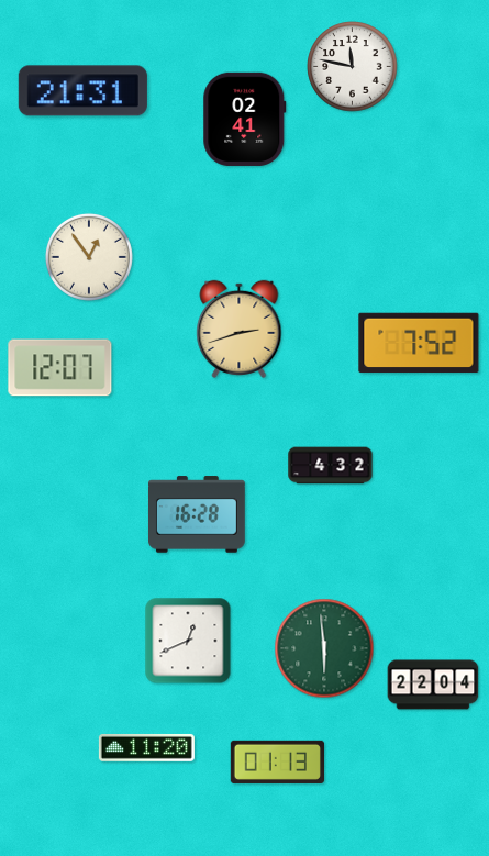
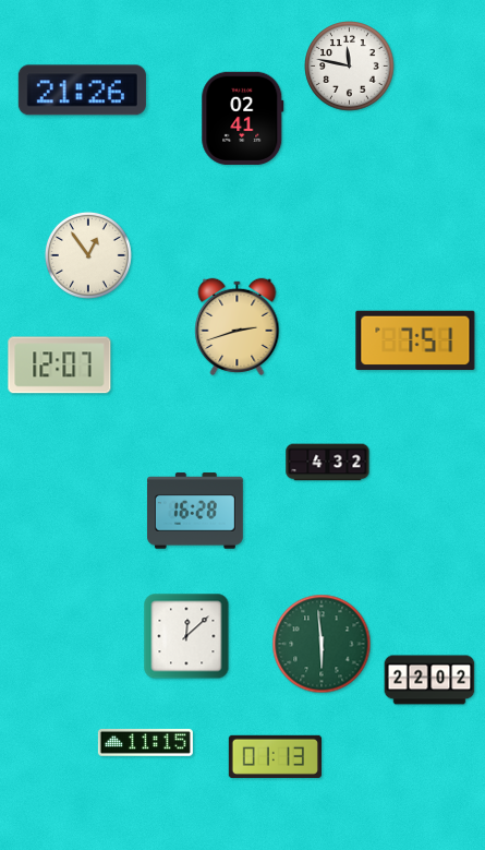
clock at (82, 91): 21:31 -> 21:26
clock at (419, 343): 7:52 -> 7:51
clock at (188, 641): 12:41 -> 12:08
clock at (433, 685): 22:04 -> 22:02
clock at (146, 747): 11:20 -> 11:15
